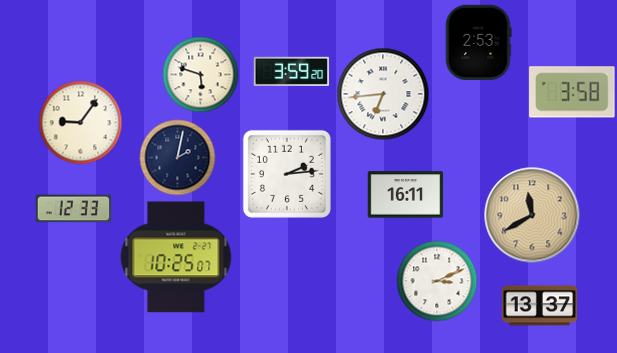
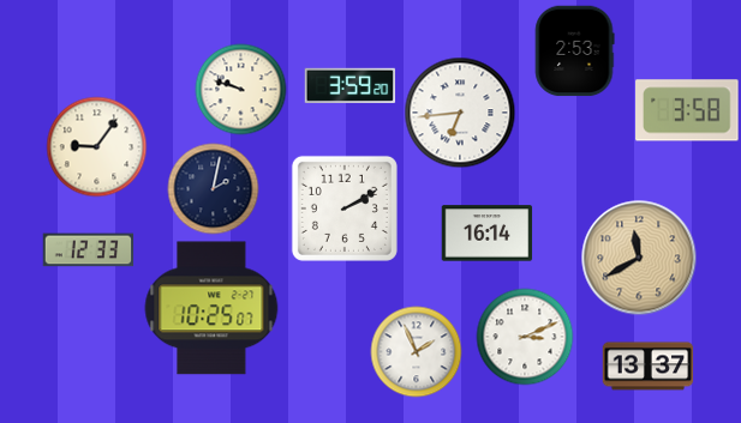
clock at (201, 75): 5:48 -> 9:48
clock at (287, 174): 2:14 -> 2:10
clock at (406, 195): 16:11 -> 16:14
clock at (417, 352): none -> 1:56
